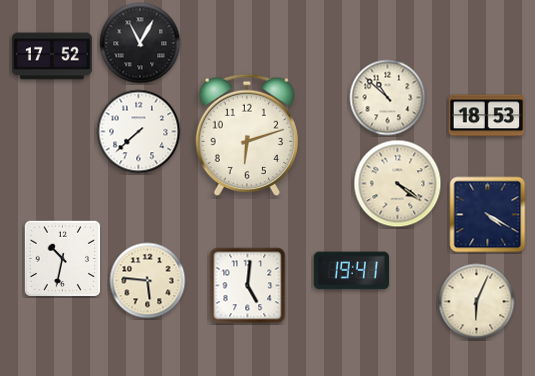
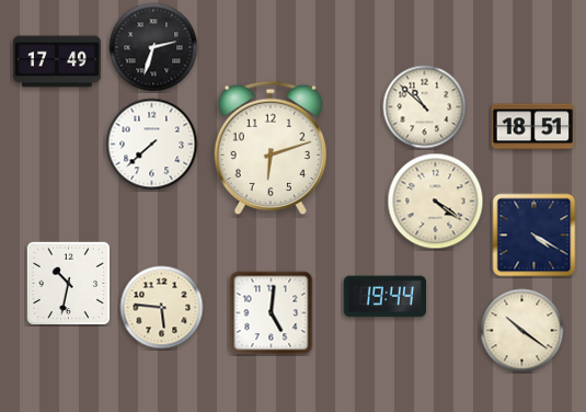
clock at (140, 43): 11:05 -> 2:33
clock at (52, 56): 17:52 -> 17:49
clock at (486, 116): 18:53 -> 18:51
clock at (351, 271): 19:41 -> 19:44
clock at (477, 302): 6:04 -> 10:21
